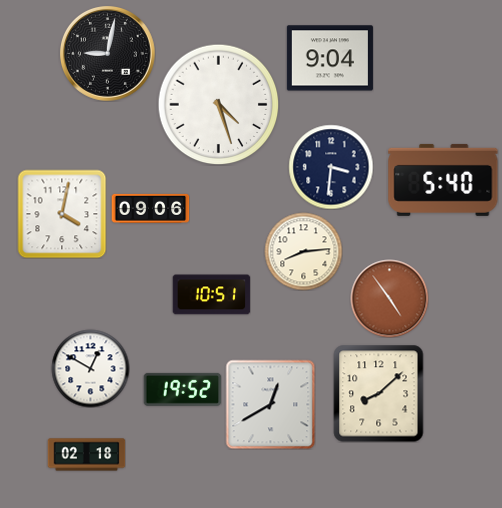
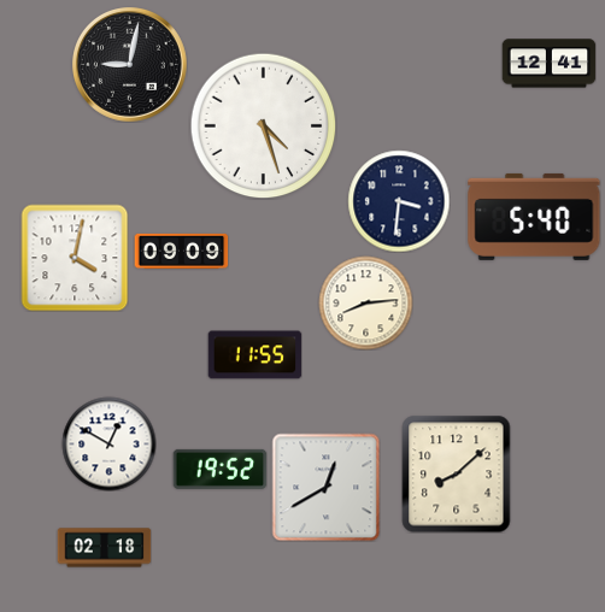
clock at (548, 64): none -> 12:41
clock at (330, 58): 9:04 -> none
clock at (150, 208): 09:06 -> 09:09
clock at (211, 295): 10:51 -> 11:55
clock at (389, 298): 4:54 -> none
